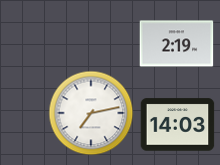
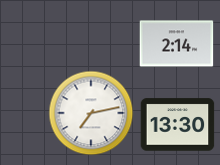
clock at (177, 44): 2:19 -> 2:14
clock at (178, 125): 14:03 -> 13:30
